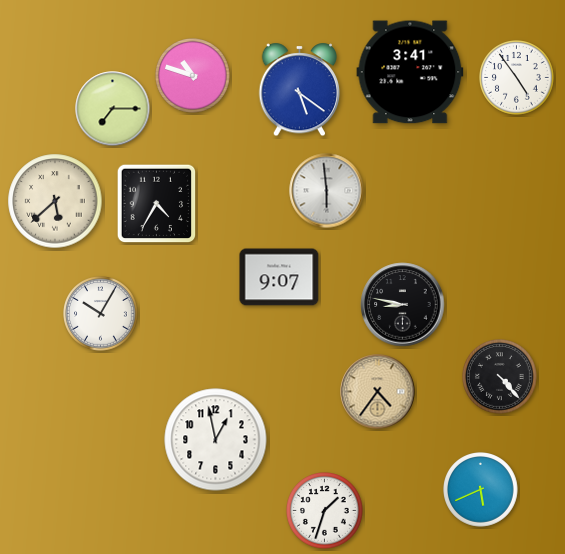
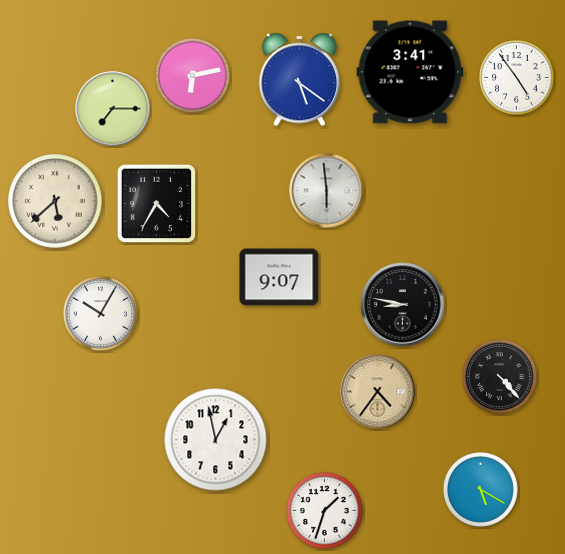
clock at (193, 76): 10:48 -> 6:13
clock at (300, 90) position: (300, 90) -> (300, 80)
clock at (481, 490): 5:41 -> 5:20
